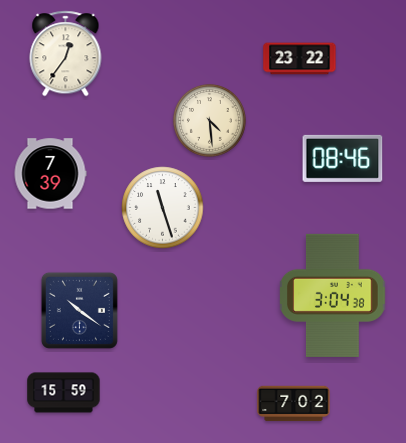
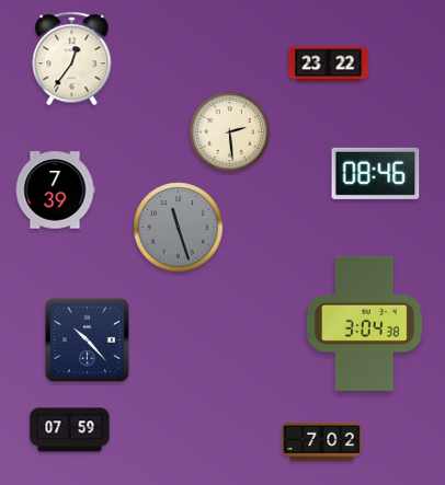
clock at (209, 120): 4:29 -> 2:29
clock at (163, 208) dial: white -> grey
clock at (79, 310): 10:21 -> 10:23
clock at (64, 393): 15:59 -> 07:59
